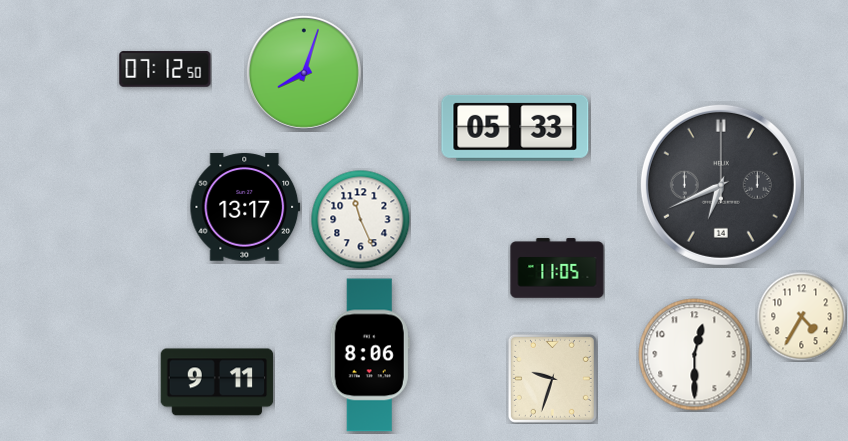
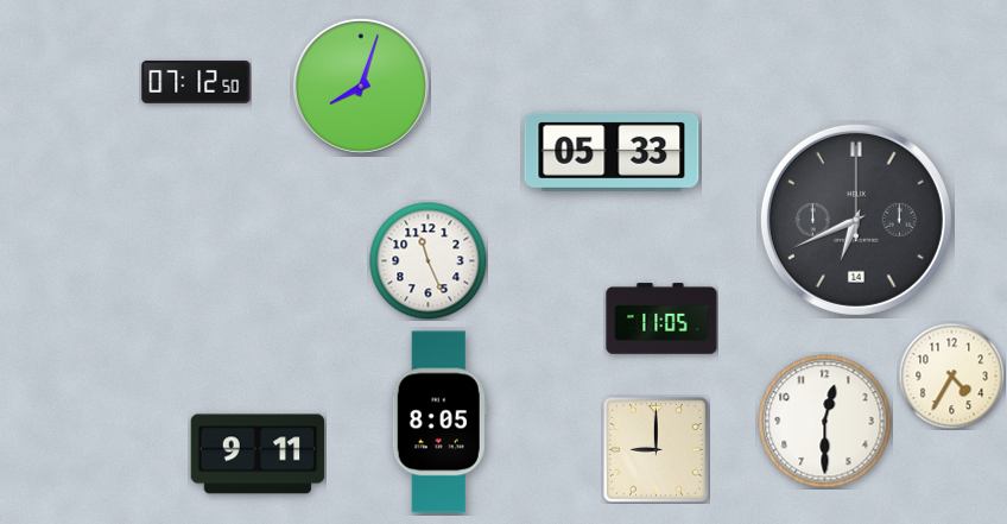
clock at (245, 207): 13:17 -> none
clock at (370, 355): 8:06 -> 8:05
clock at (552, 378): 9:33 -> 9:00
